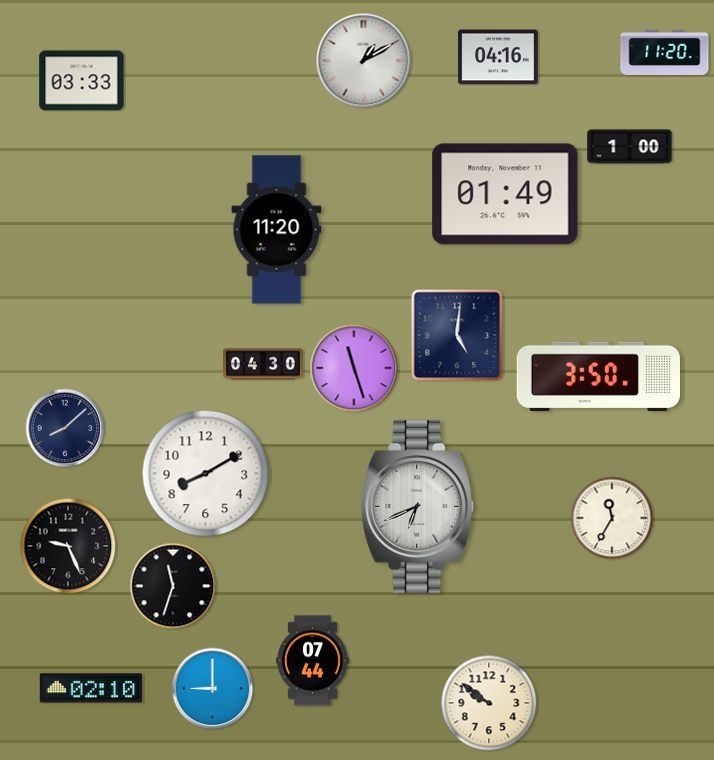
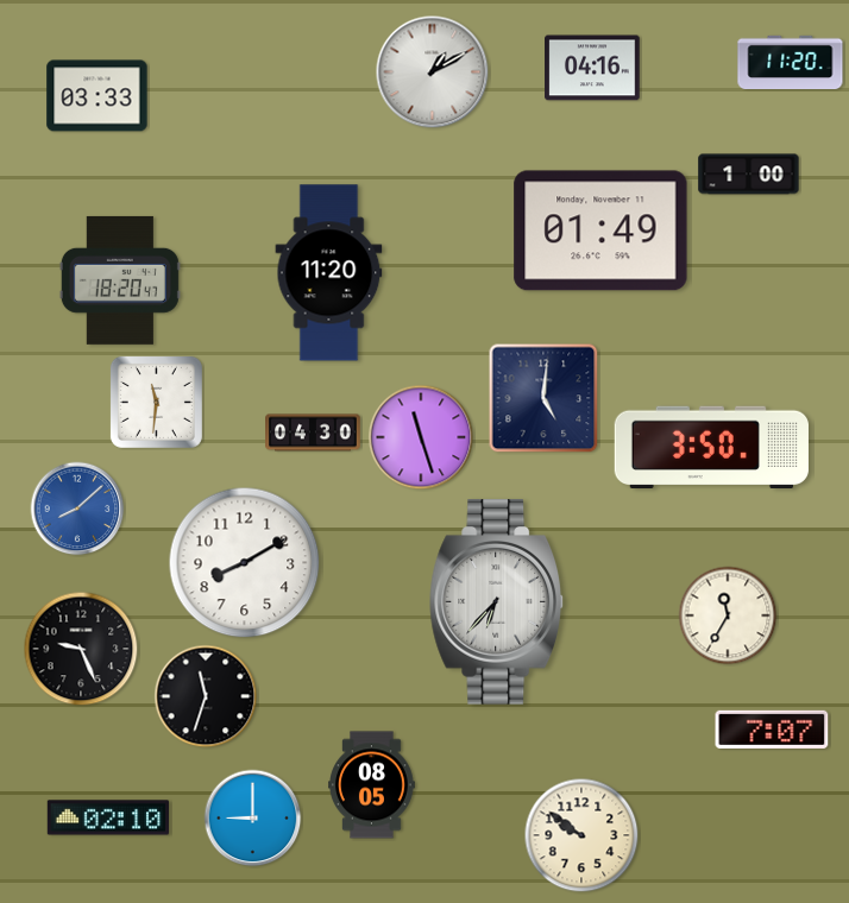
clock at (120, 280): none -> 18:20
clock at (156, 402): none -> 11:31
clock at (65, 428) dial: navy -> blue
clock at (418, 507): 6:41 -> 6:37
clock at (772, 730): none -> 7:07
clock at (313, 661): 07:44 -> 08:05
